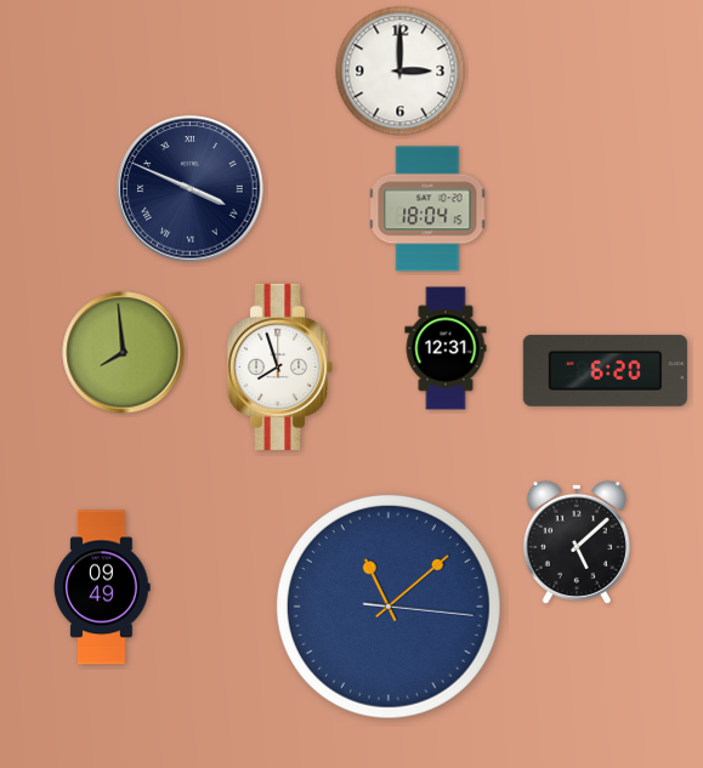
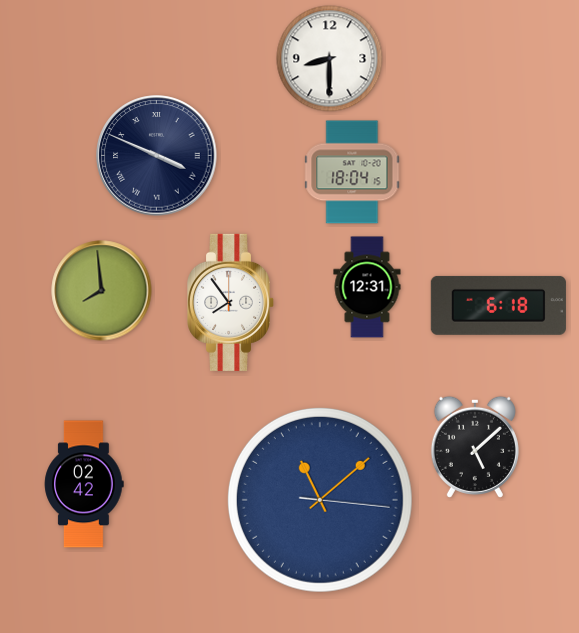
clock at (401, 72): 3:00 -> 8:30
clock at (280, 366): 7:57 -> 7:54
clock at (605, 370): 6:20 -> 6:18
clock at (102, 587): 09:49 -> 02:42
